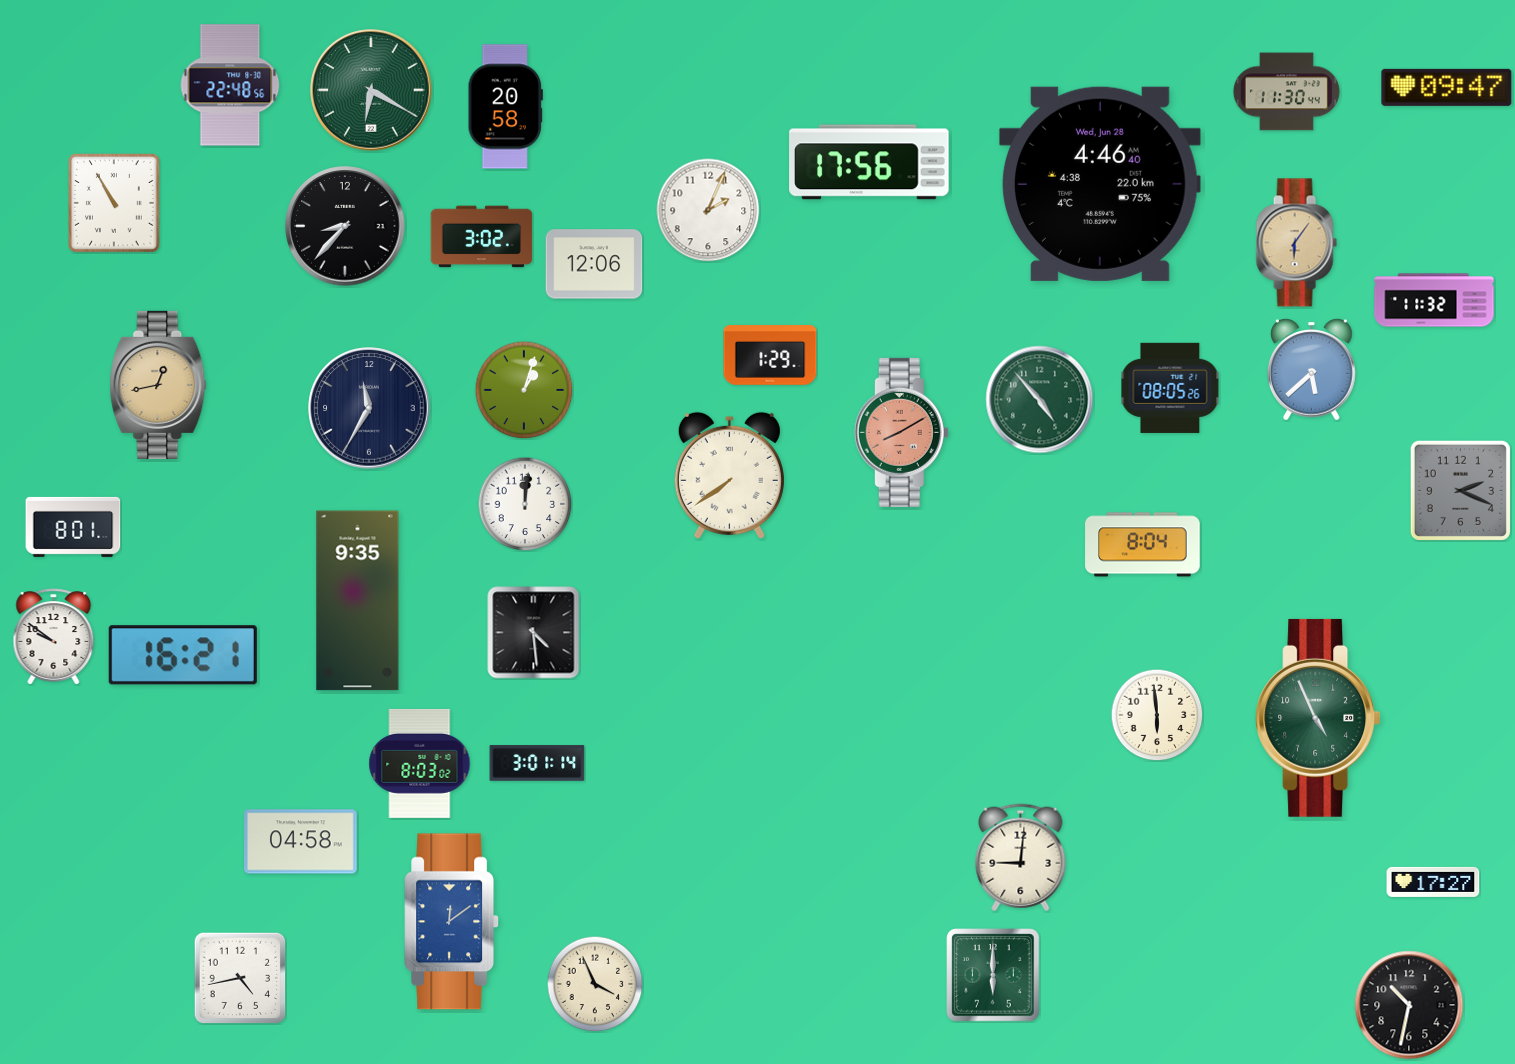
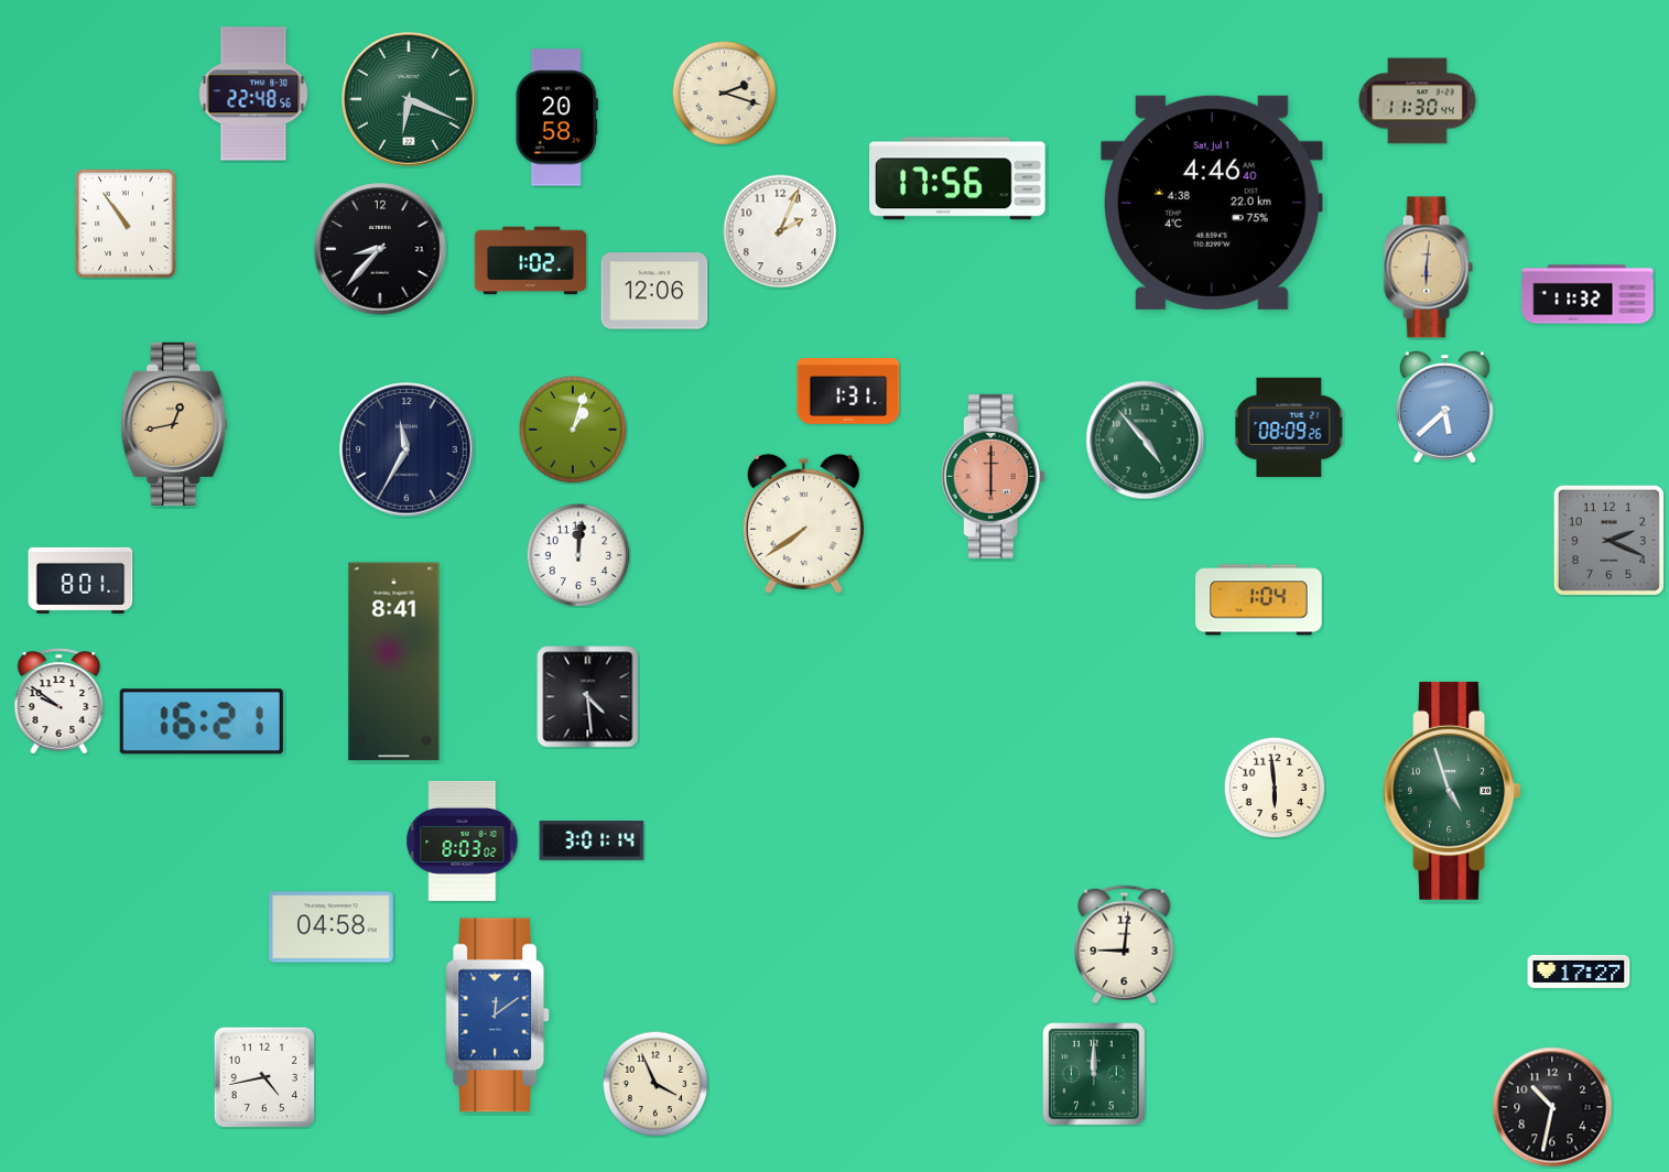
clock at (724, 93): none -> 2:18
clock at (1447, 87): 09:47 -> none
clock at (371, 90): 6:20 -> 6:19
clock at (1100, 184) date: Wed, Jun 28 -> Sat, Jul 1
clock at (115, 204): 10:55 -> 10:54
clock at (482, 237): 3:02 -> 1:02
clock at (1296, 243): 6:06 -> 6:01
clock at (1434, 300) position: (1434, 300) -> (1587, 294)
clock at (770, 355): 1:29 -> 1:31
clock at (1170, 388): 08:05 -> 08:09
clock at (524, 390) position: (524, 390) -> (573, 430)
clock at (901, 432): 8:10 -> 6:00
clock at (1143, 545): 8:04 -> 1:04
clock at (358, 601): 9:35 -> 8:41
clock at (1318, 718): 4:56 -> 4:57
clock at (993, 975): 6:00 -> 12:00
